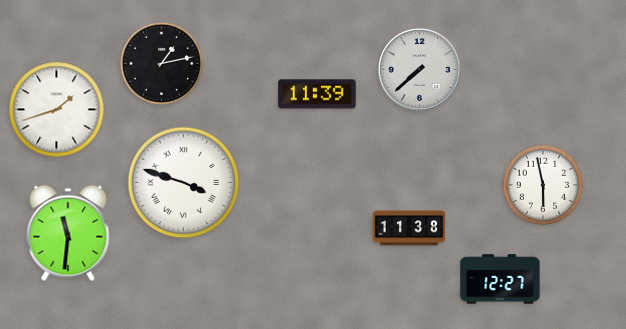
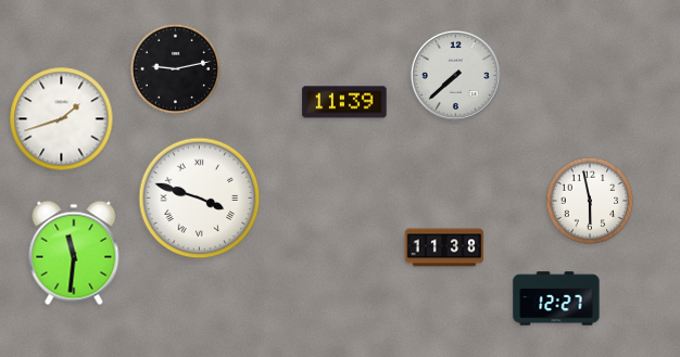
clock at (161, 63): 1:13 -> 9:13
clock at (500, 279) position: (500, 279) -> (556, 298)
